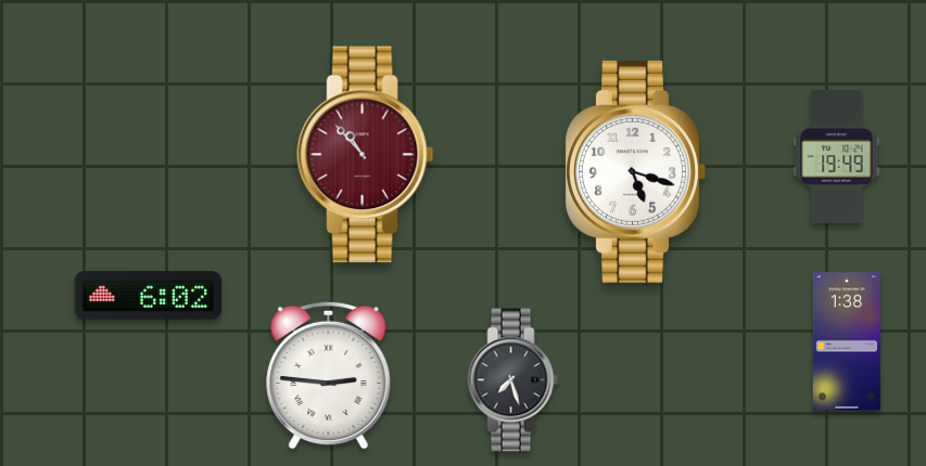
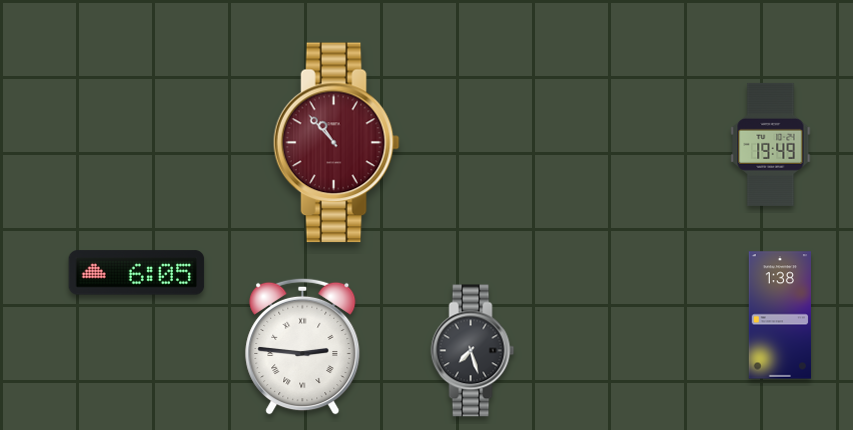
clock at (635, 171): 5:18 -> none
clock at (149, 296): 6:02 -> 6:05
